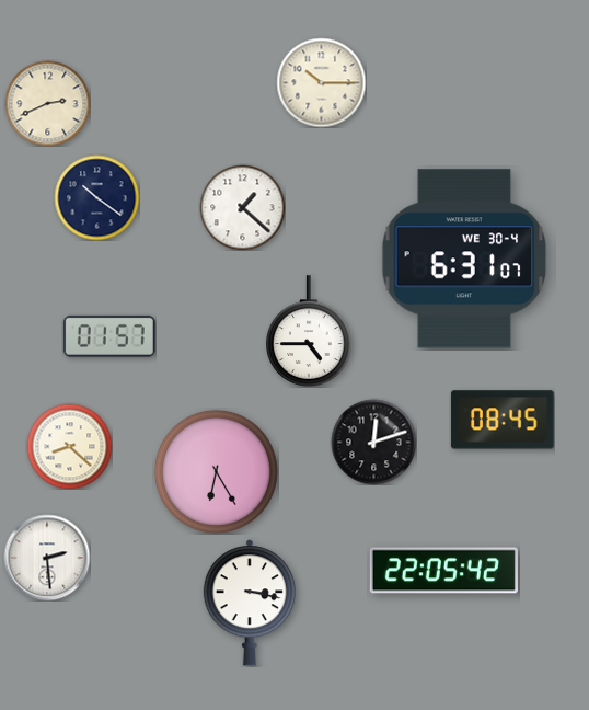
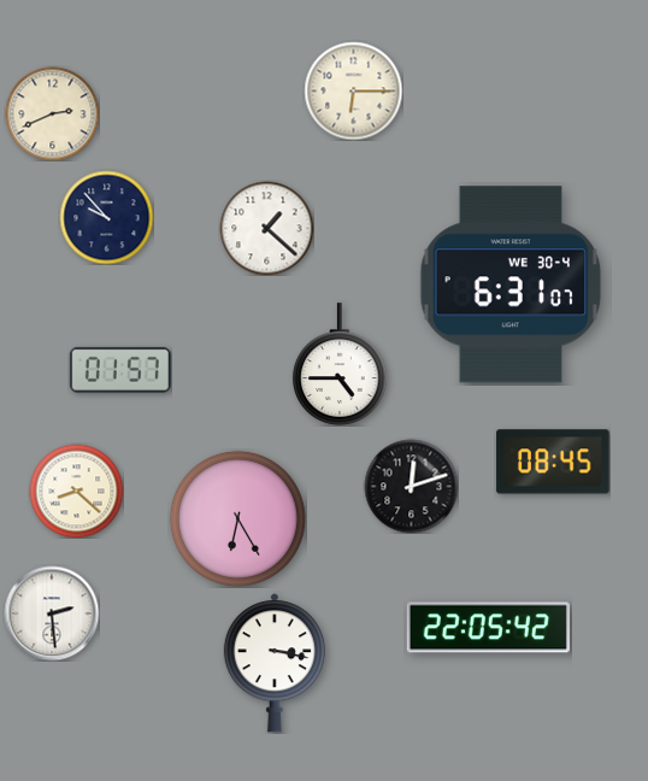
clock at (321, 82): 10:15 -> 6:15
clock at (96, 197): 10:21 -> 9:53
